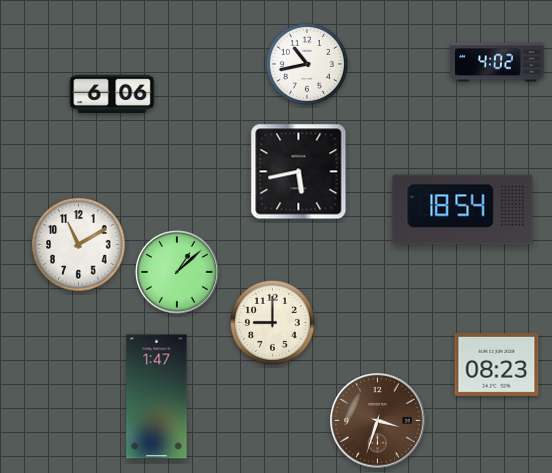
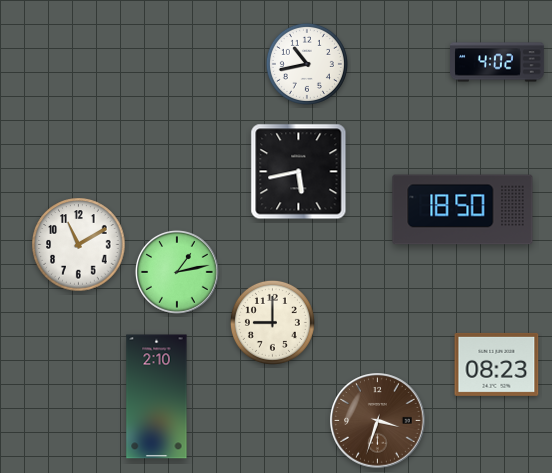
clock at (112, 94): 6:06 -> none
clock at (463, 210): 18:54 -> 18:50
clock at (177, 272): 1:08 -> 1:13
clock at (157, 397): 1:47 -> 2:10
